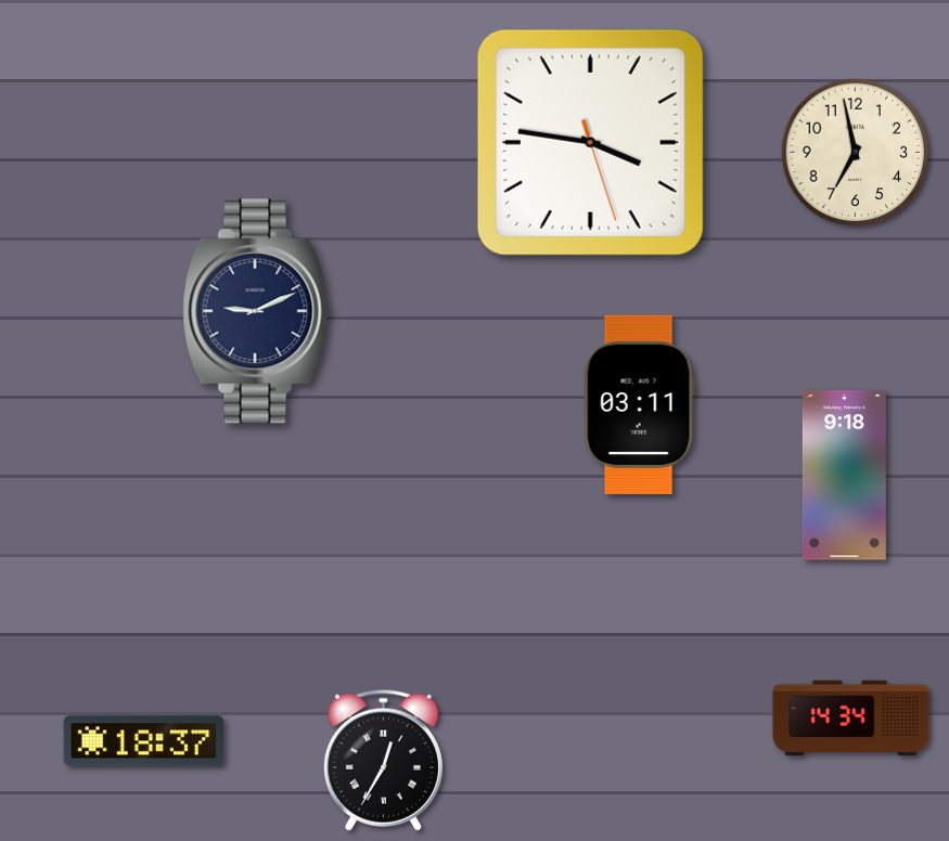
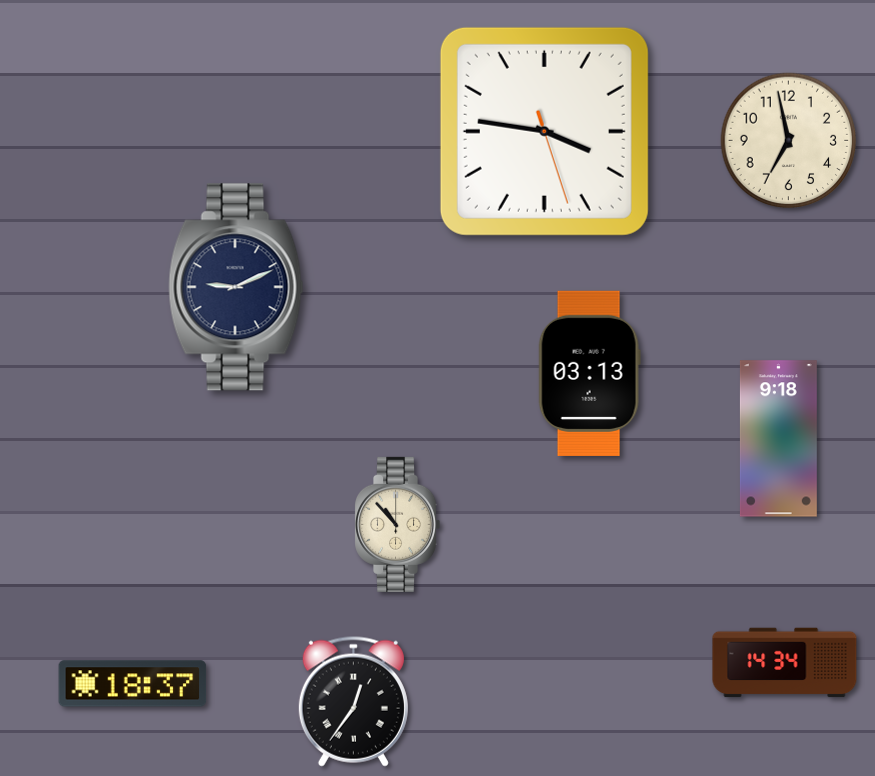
clock at (639, 404): 03:11 -> 03:13
clock at (398, 524): none -> 10:53
clock at (383, 760): 12:35 -> 12:36
